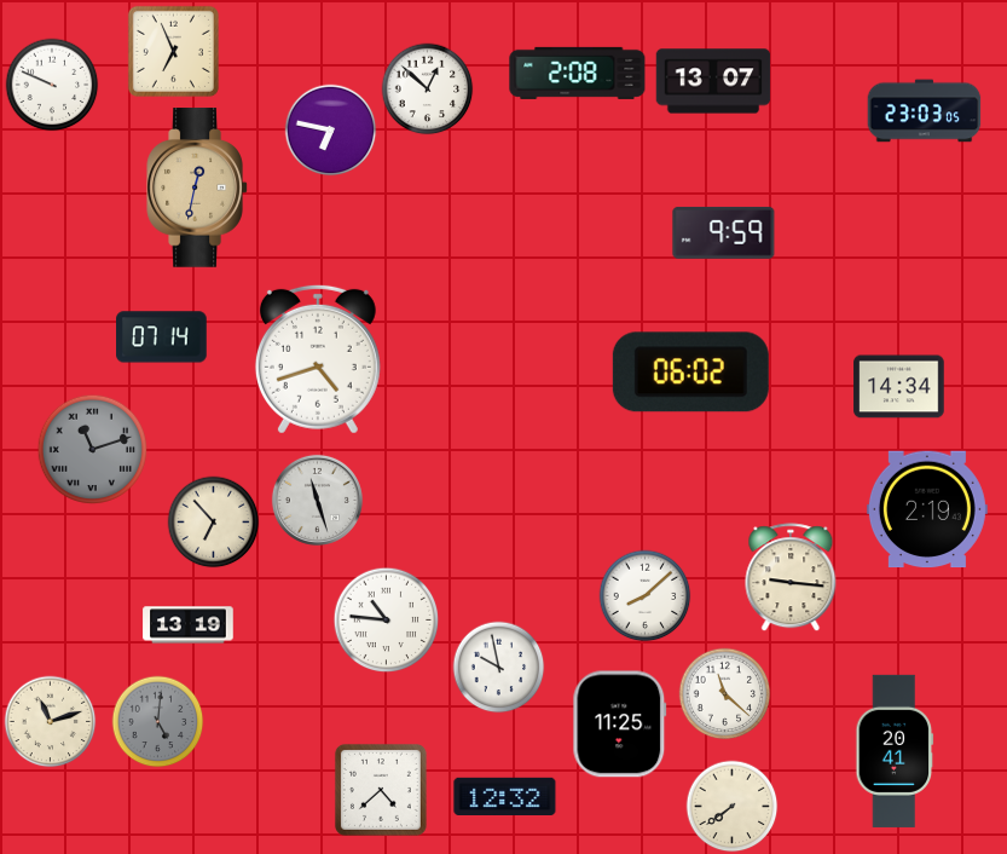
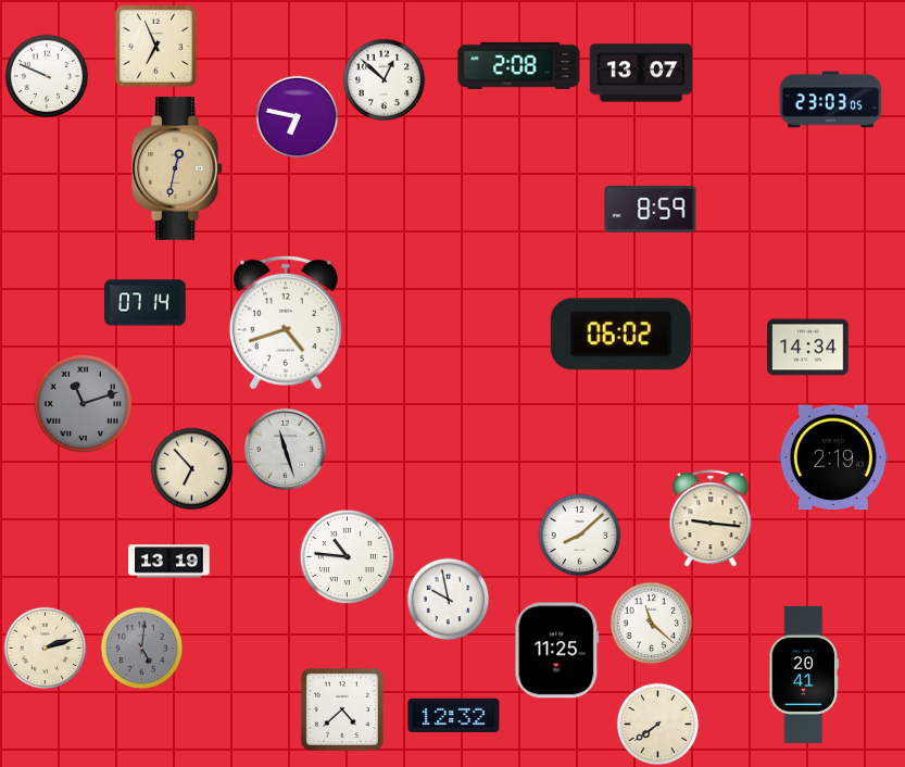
clock at (724, 232): 9:59 -> 8:59
clock at (51, 722): 11:12 -> 2:12
